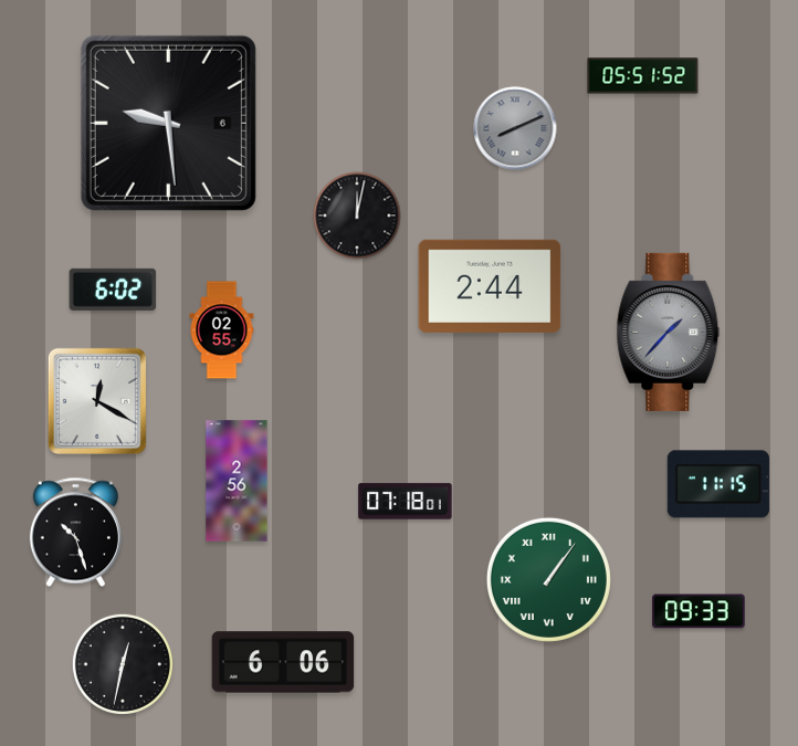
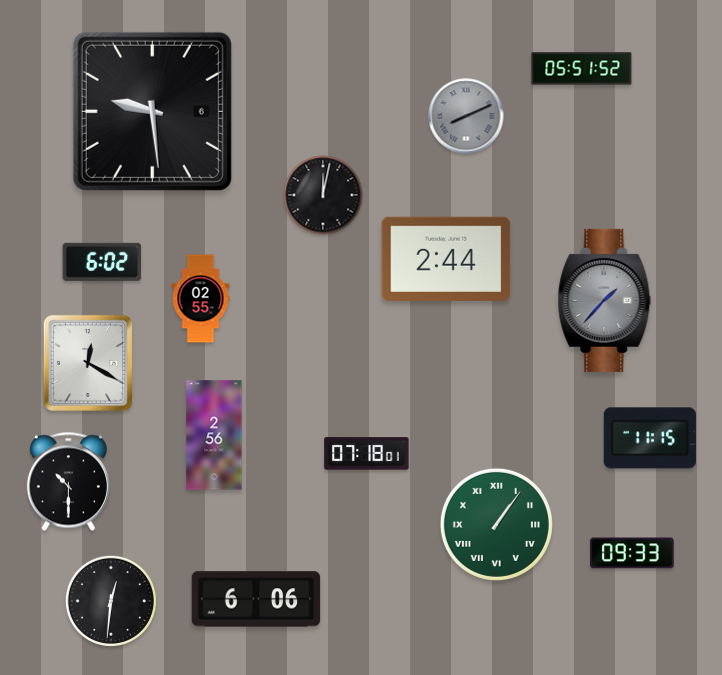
clock at (490, 286) position: (490, 286) -> (446, 259)
clock at (75, 533): 10:27 -> 10:30
clock at (123, 664): 12:32 -> 12:31
